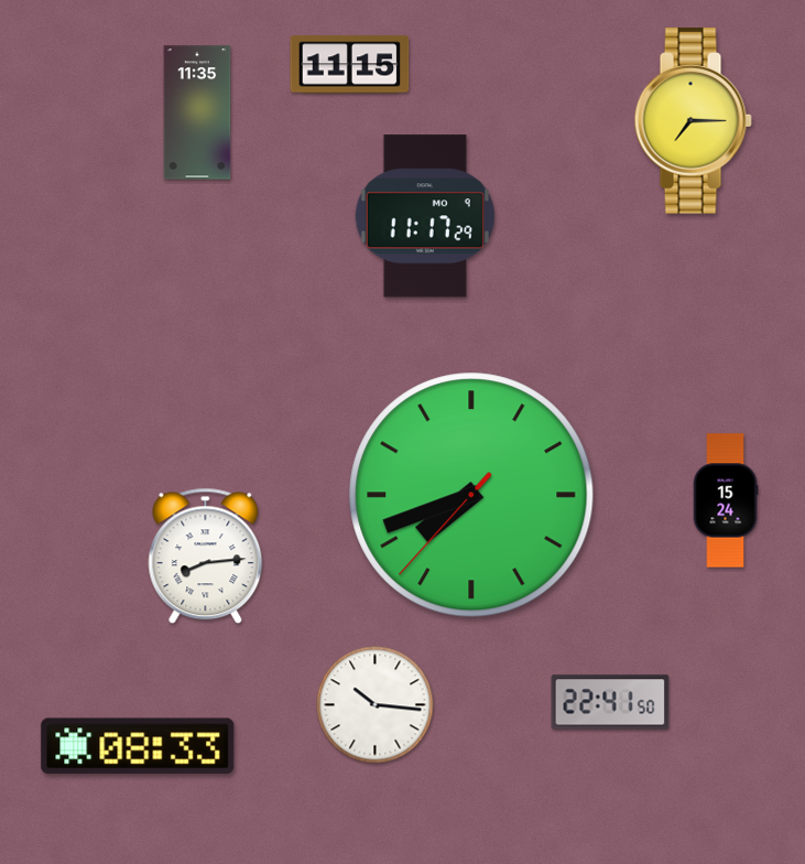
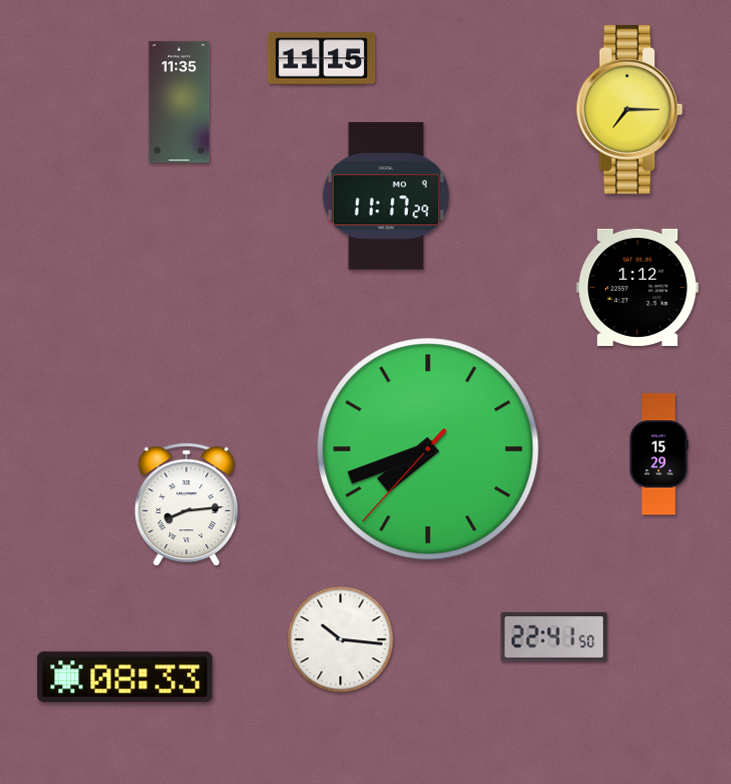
clock at (350, 65) position: (350, 65) -> (322, 59)
clock at (638, 287): none -> 1:12
clock at (726, 500): 15:24 -> 15:29
